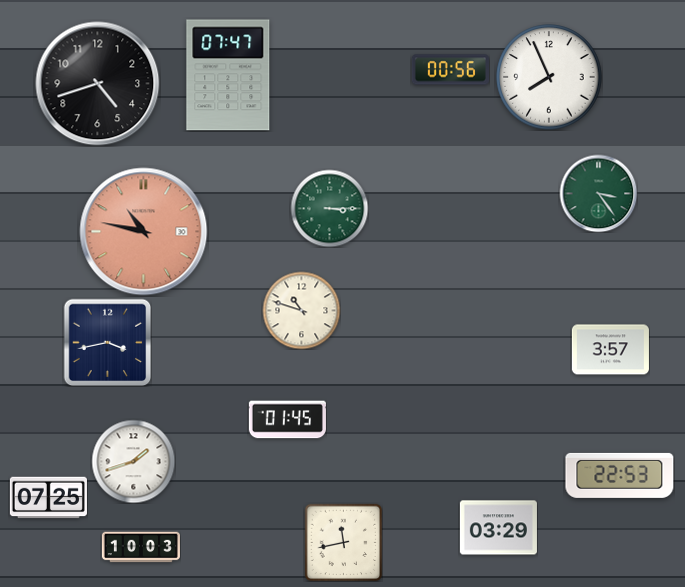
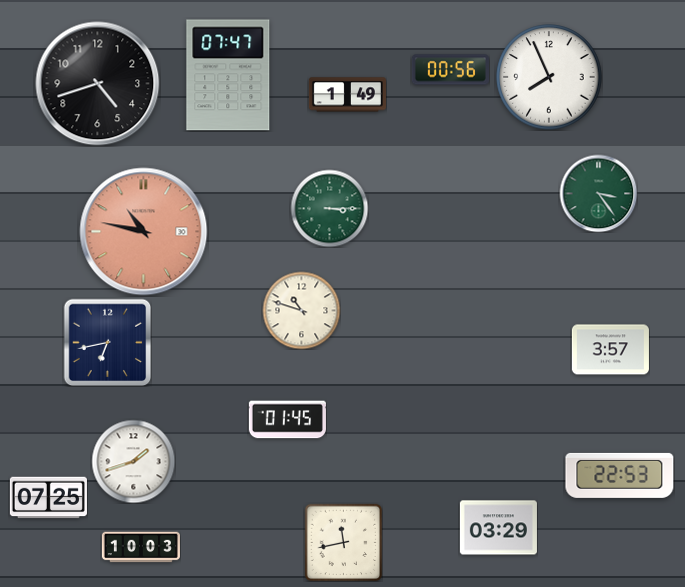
clock at (347, 95): none -> 1:49
clock at (107, 342): 3:43 -> 6:43
